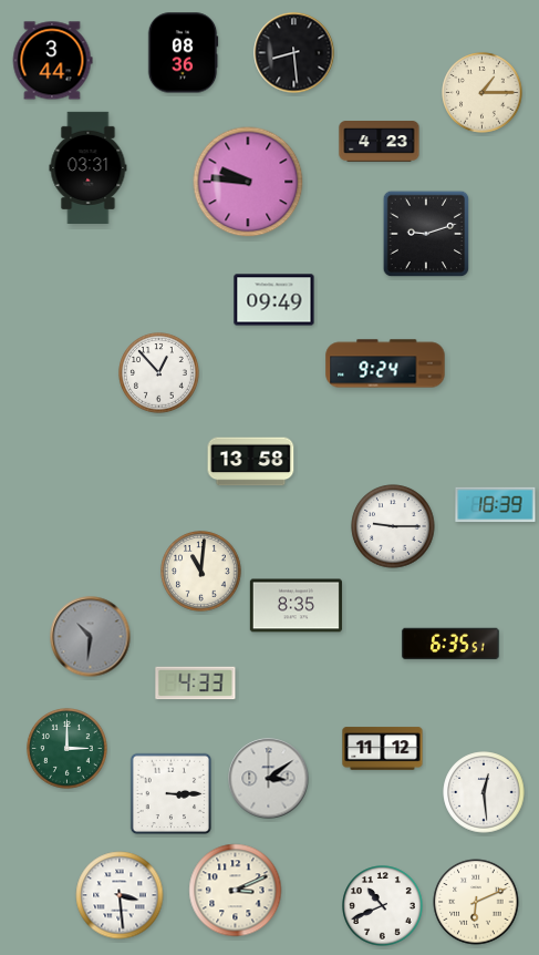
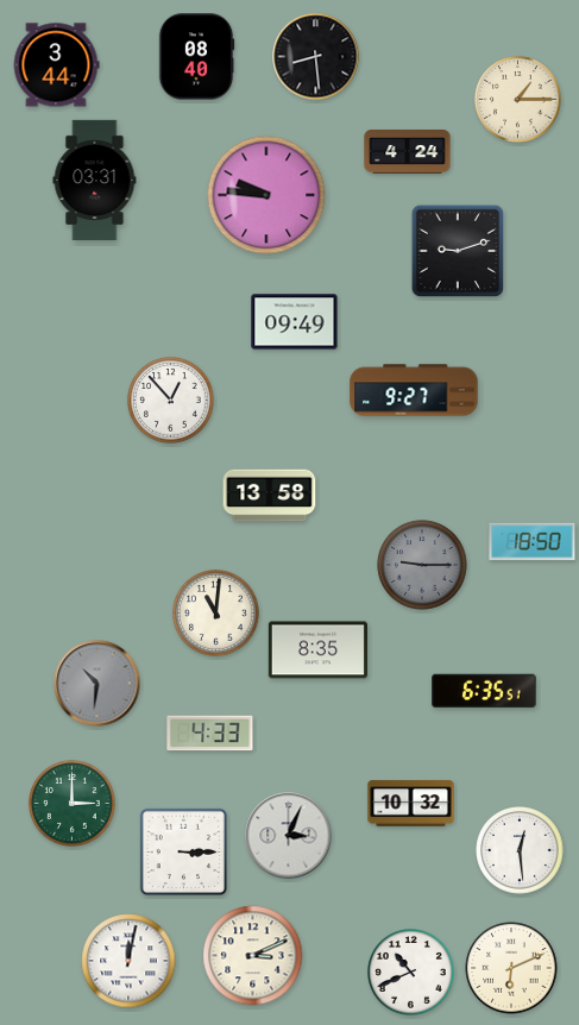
clock at (183, 53): 08:36 -> 08:40
clock at (380, 142): 4:23 -> 4:24
clock at (385, 363): 9:24 -> 9:27
clock at (496, 505): 18:39 -> 18:50
clock at (393, 526) dial: white -> grey
clock at (383, 749): 11:12 -> 10:32
clock at (269, 779): 3:09 -> 3:04
clock at (120, 895): 3:29 -> 12:02
